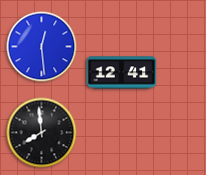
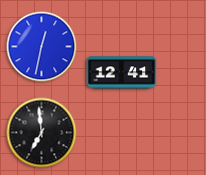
clock at (42, 47): 12:29 -> 12:32
clock at (42, 133): 7:59 -> 6:59
